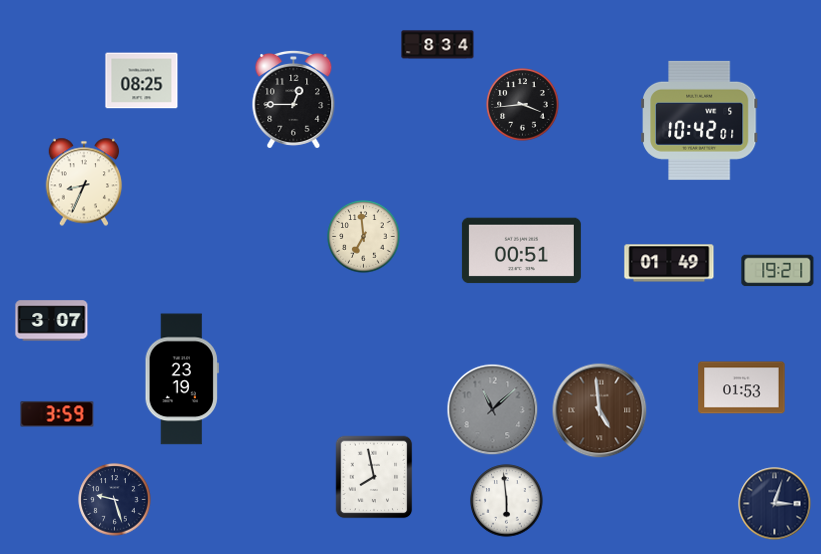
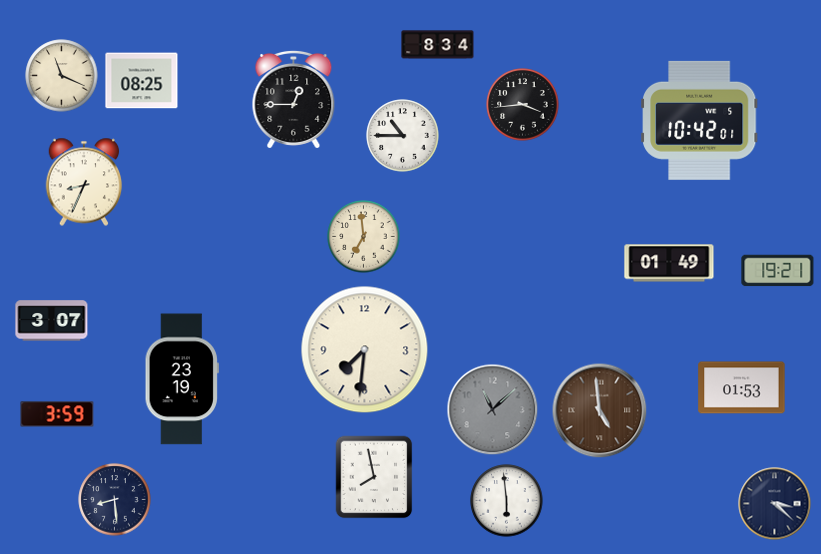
clock at (62, 76): none -> 11:19
clock at (403, 136): none -> 10:45
clock at (521, 251): 00:51 -> none
clock at (365, 350): none -> 7:31
clock at (115, 500): 9:27 -> 8:29
clock at (775, 504): 3:03 -> 3:22
